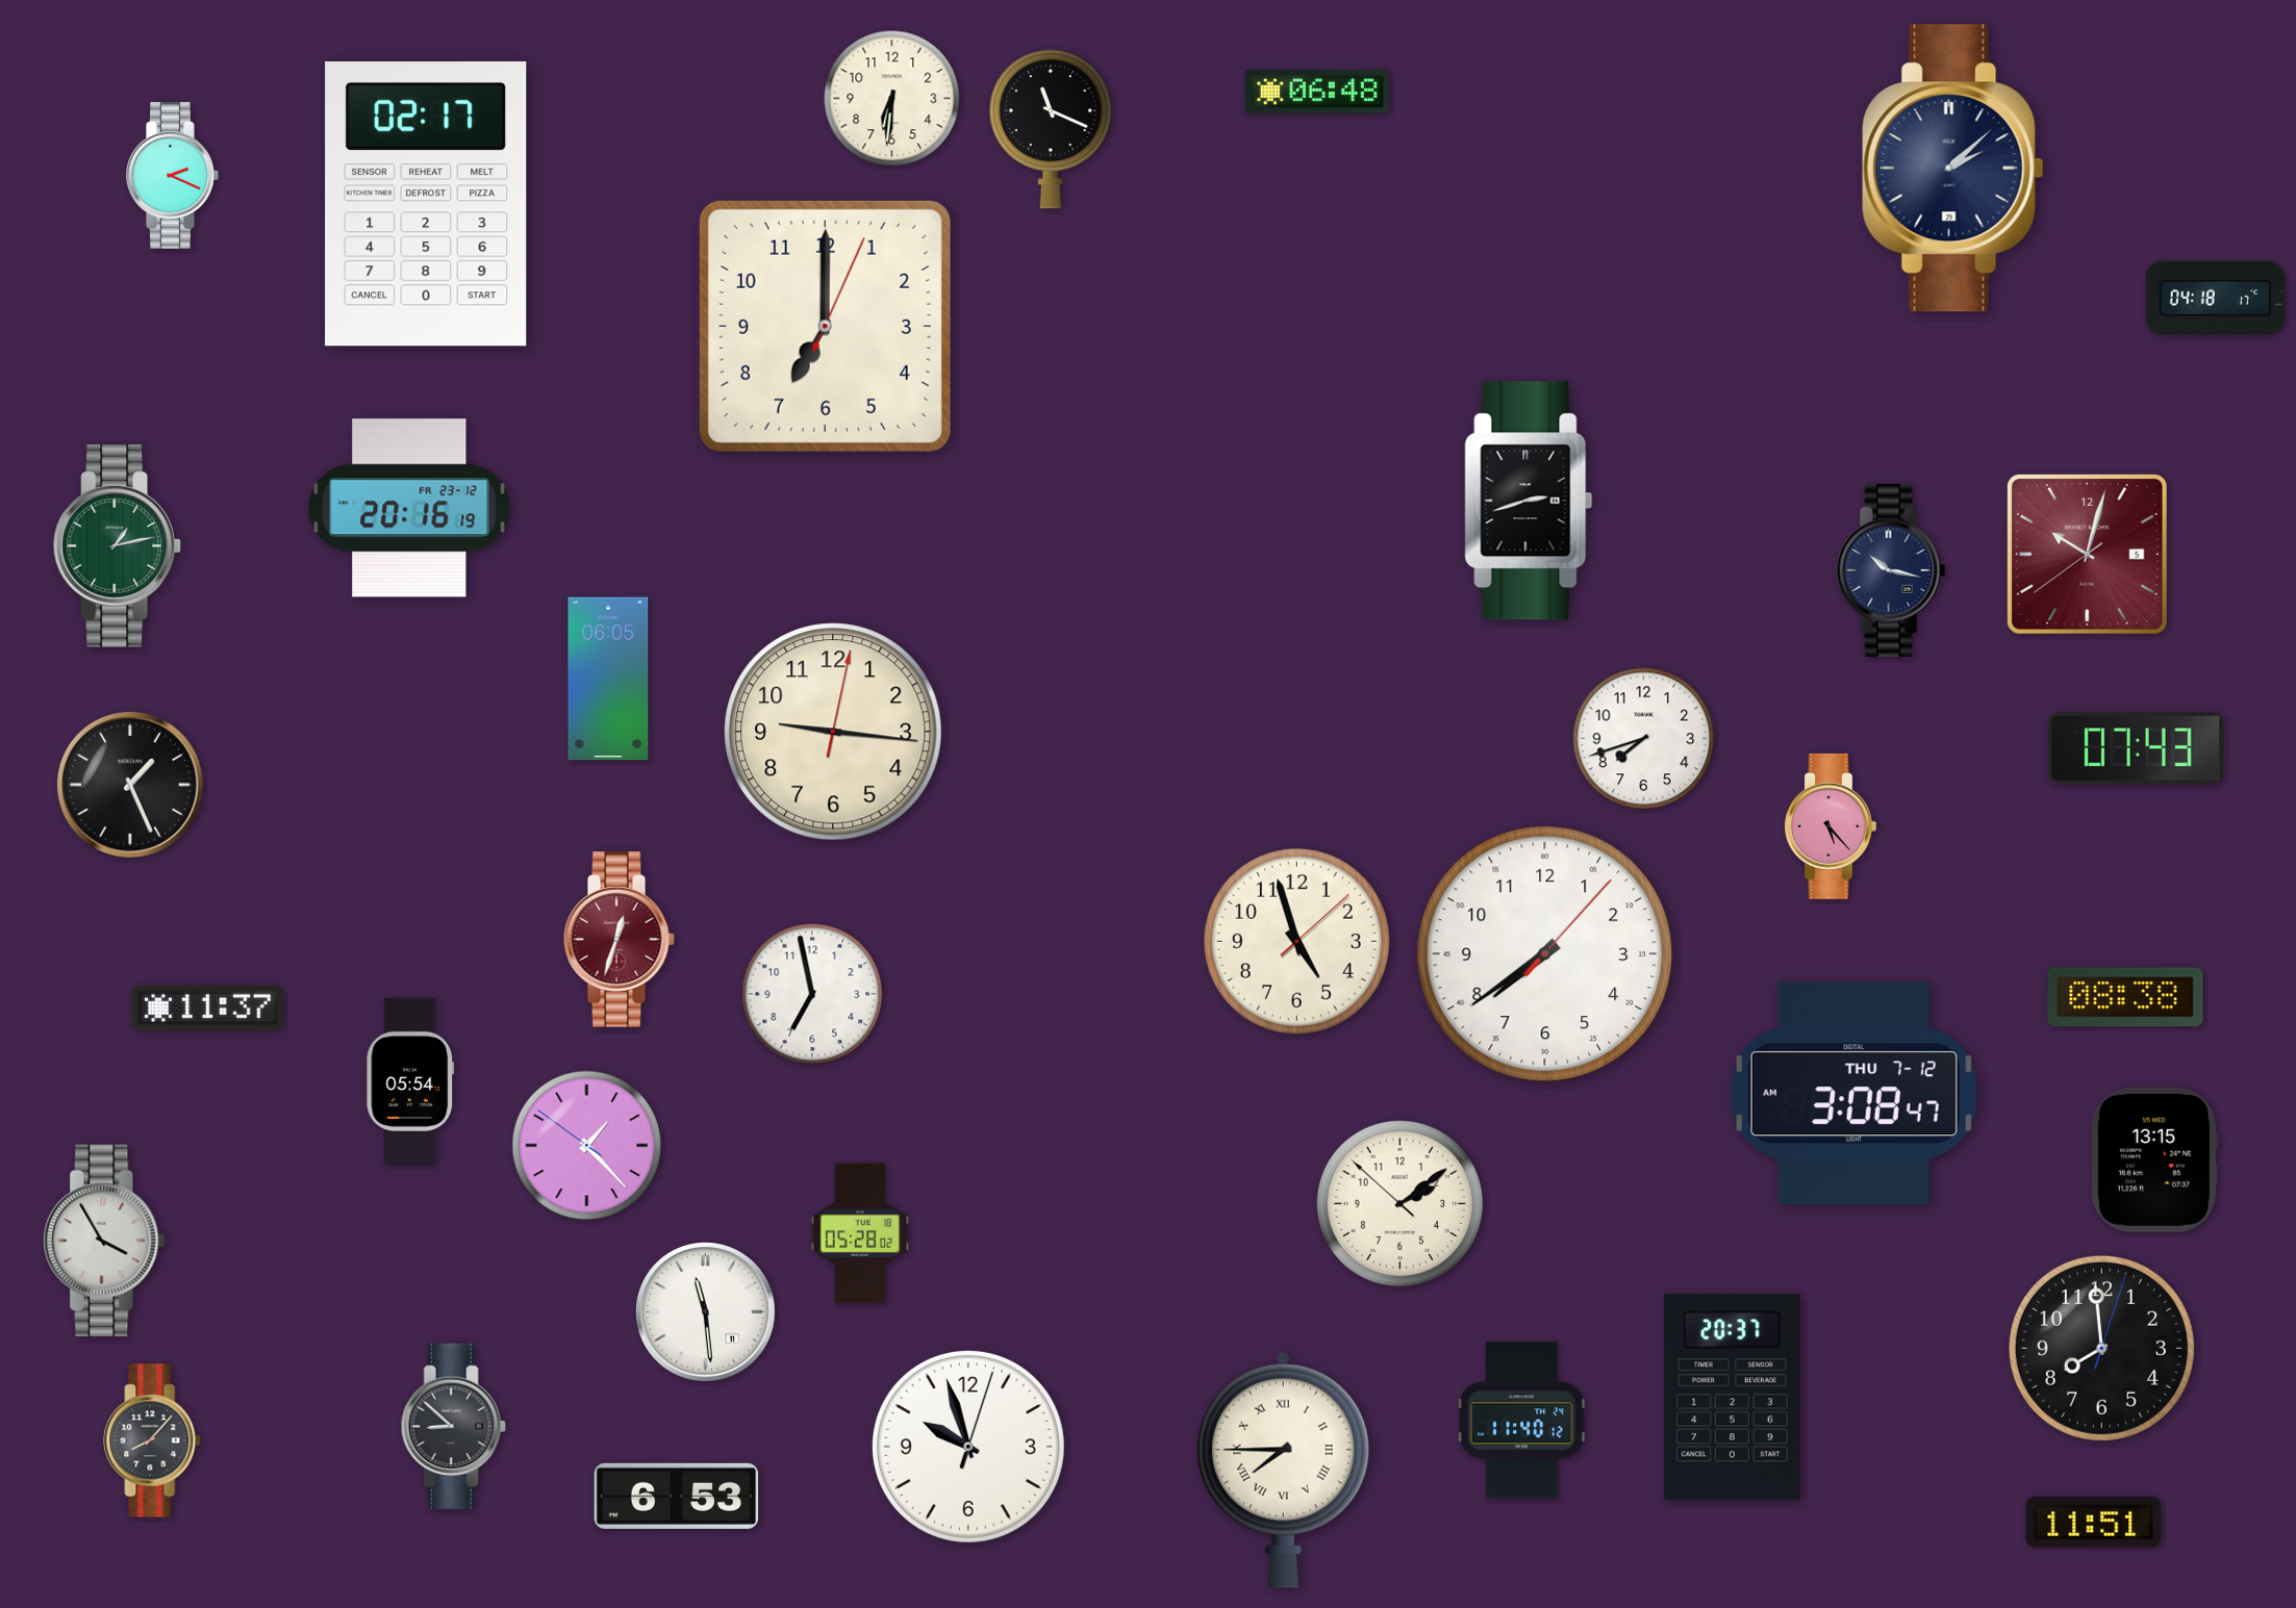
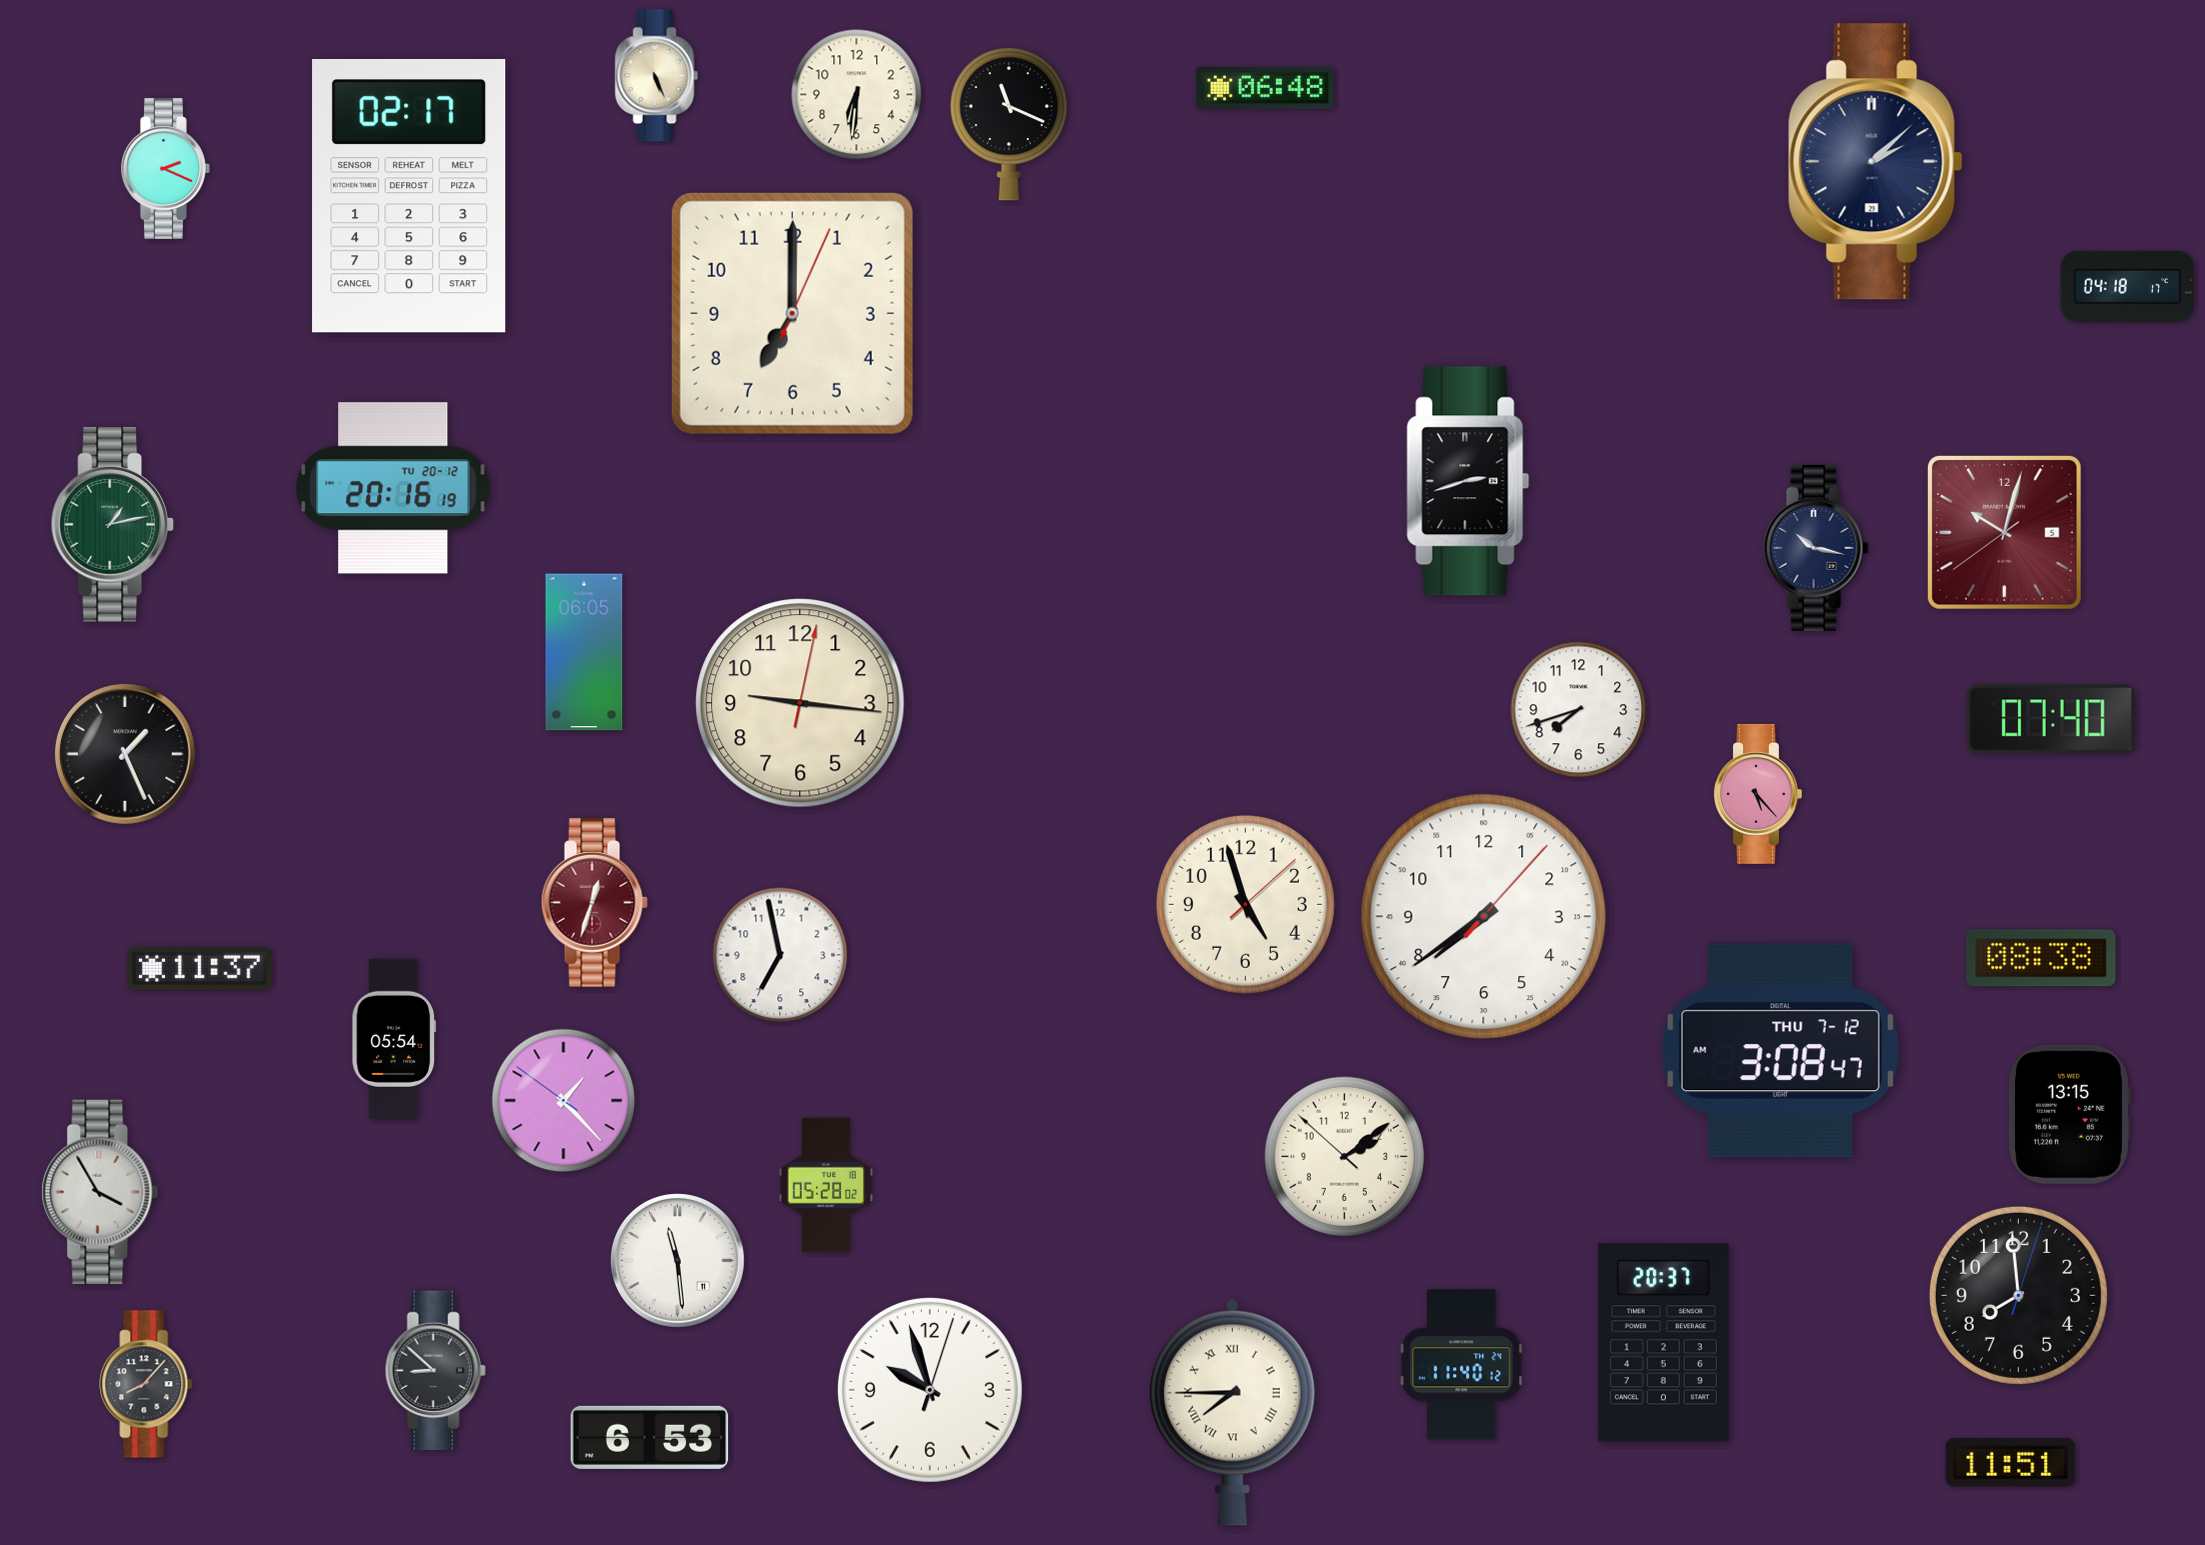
clock at (657, 76): none -> 5:26
clock at (409, 508) date: FR 23-12 -> TU 20-12
clock at (2136, 748): 07:43 -> 07:40
